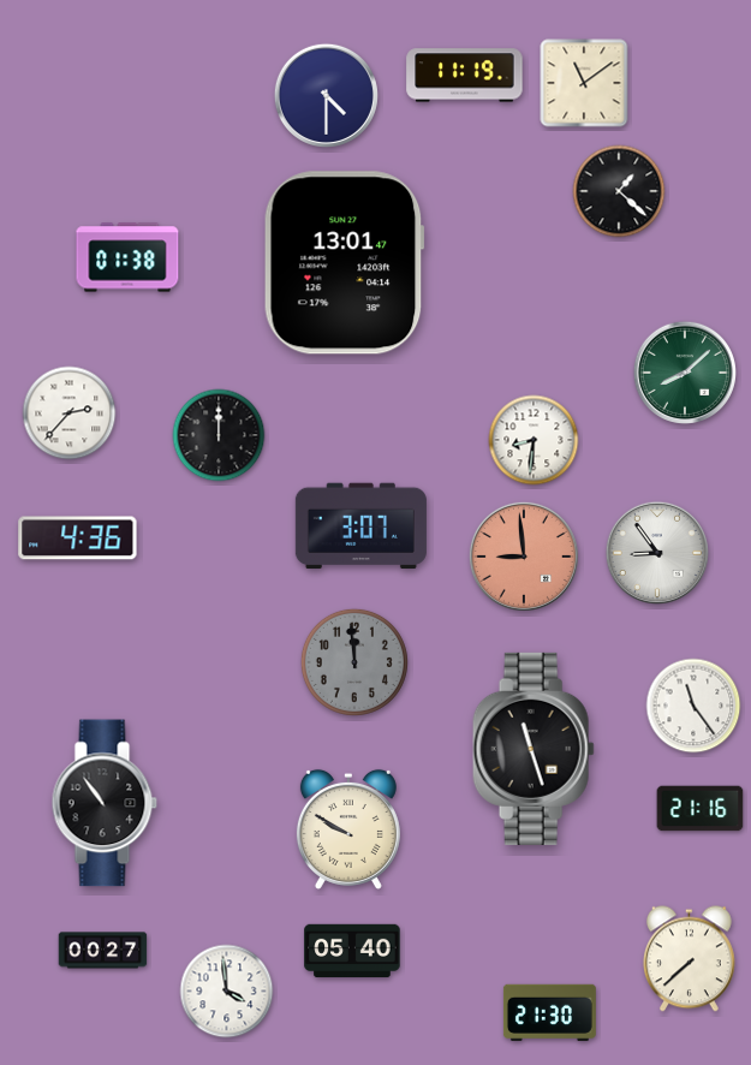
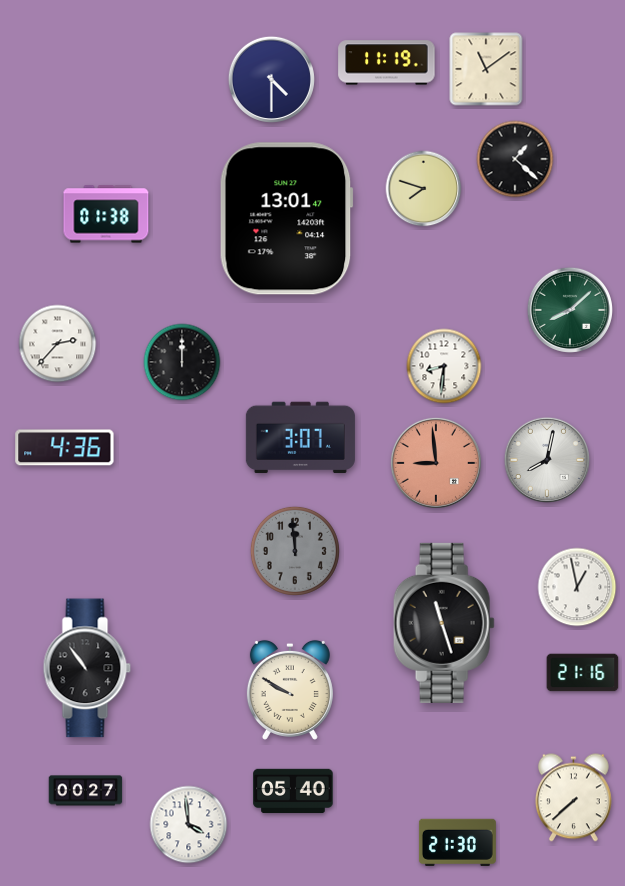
clock at (424, 189): none -> 7:48
clock at (657, 553): 8:54 -> 8:02
clock at (693, 706): 11:24 -> 12:58
